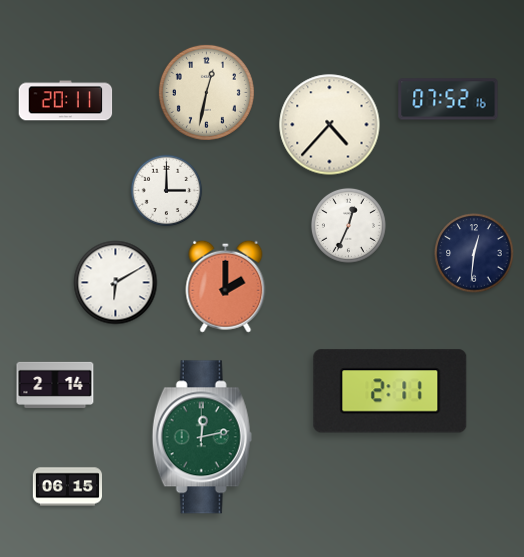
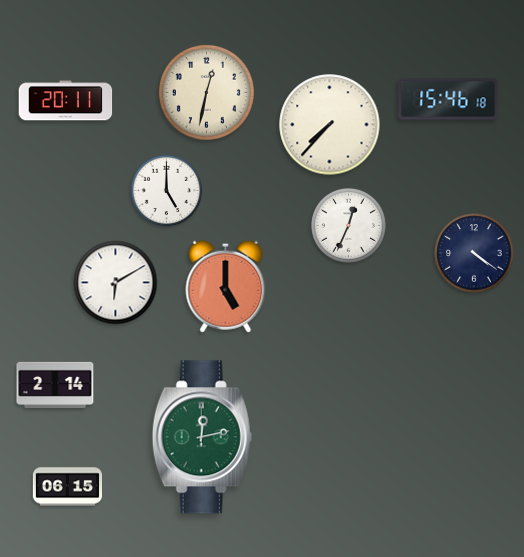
clock at (448, 99): 07:52 -> 15:46
clock at (330, 125): 4:37 -> 7:37
clock at (167, 191): 3:00 -> 5:00
clock at (474, 253): 12:31 -> 4:21
clock at (226, 286): 2:00 -> 5:00
clock at (390, 391): 2:11 -> none
